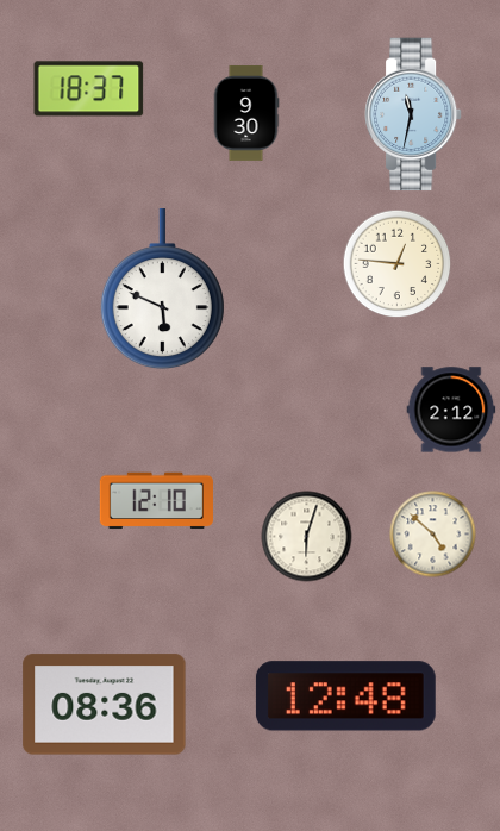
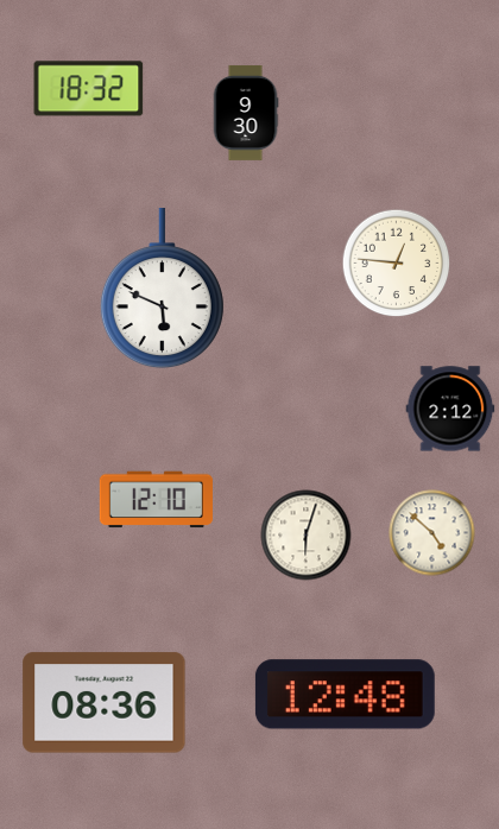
clock at (89, 89): 18:37 -> 18:32
clock at (414, 114): 11:32 -> none
